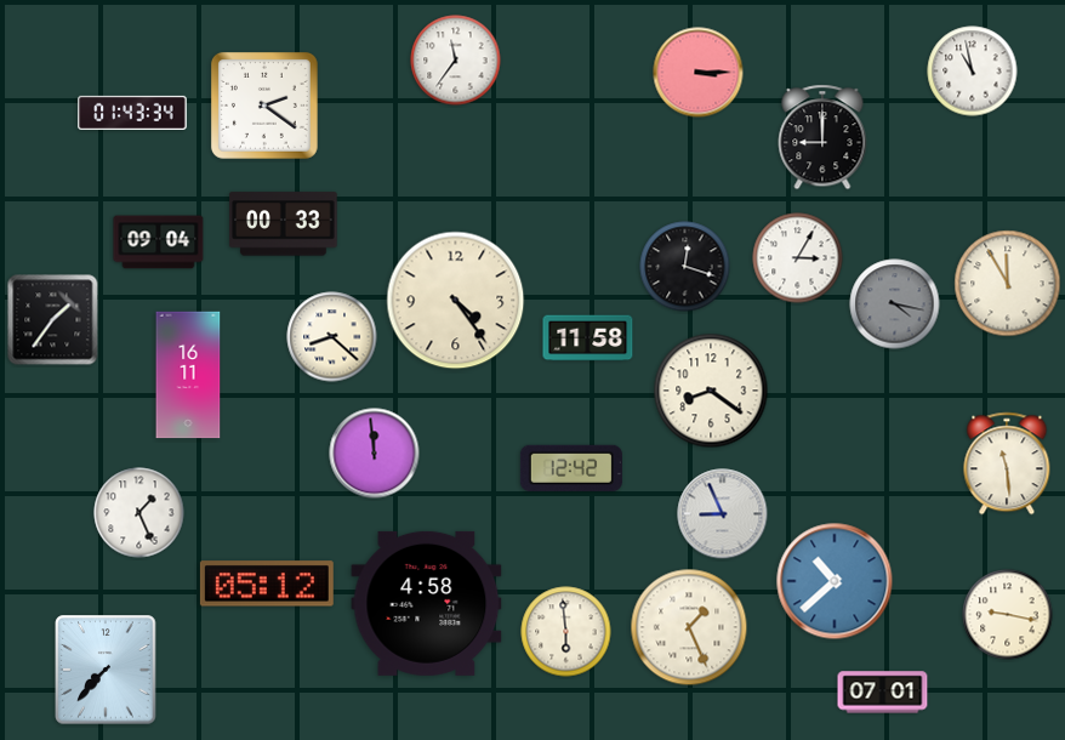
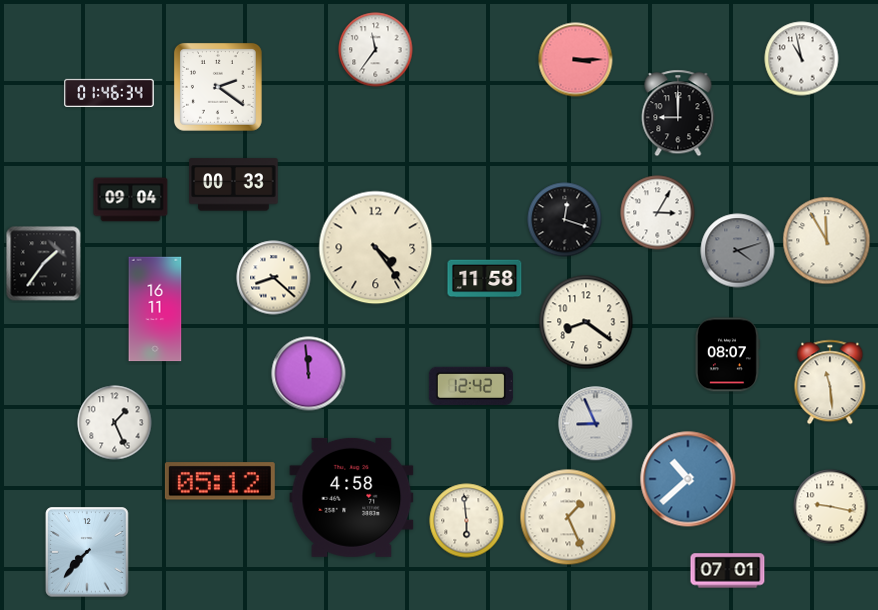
clock at (132, 113): 01:43 -> 01:46
clock at (1008, 284) position: (1008, 284) -> (827, 241)
clock at (895, 304): 4:17 -> 4:12
clock at (727, 355): none -> 08:07
